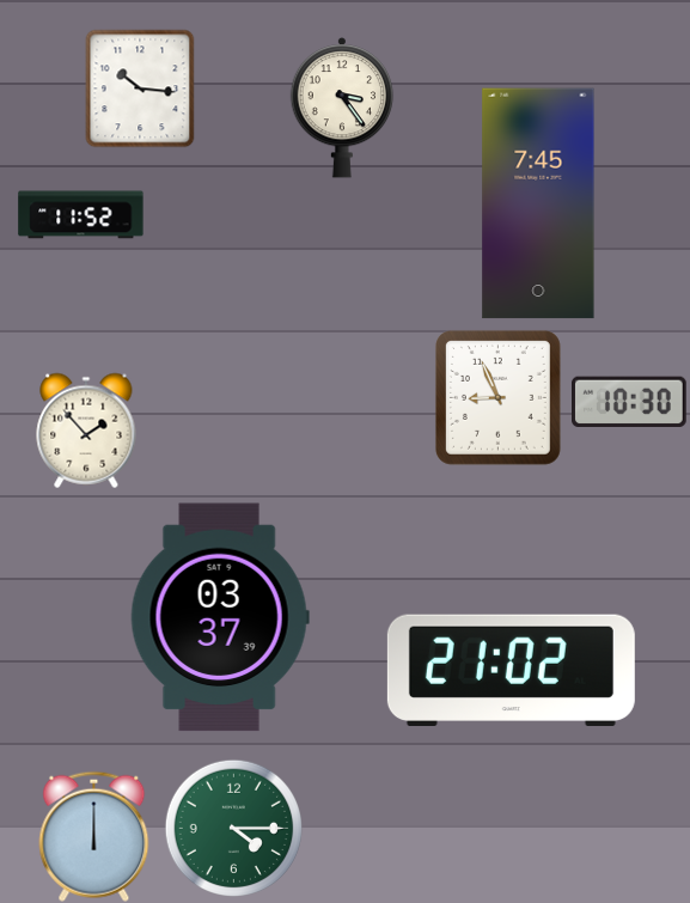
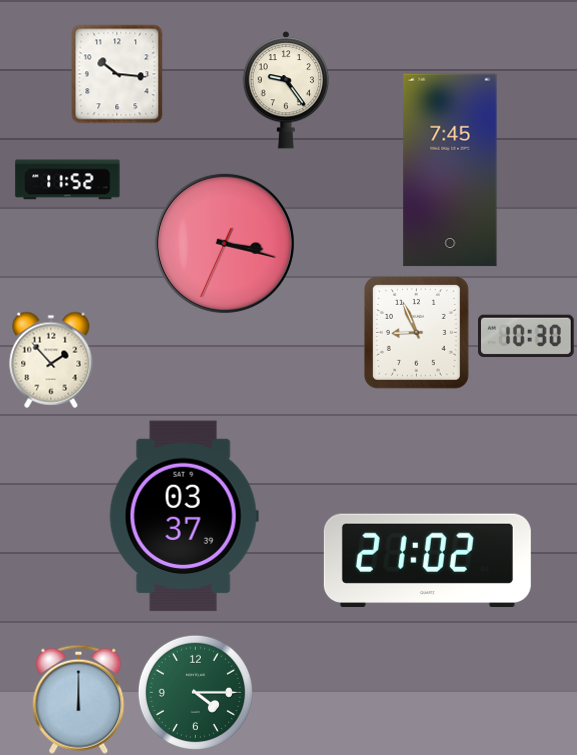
clock at (342, 109): 3:24 -> 9:24
clock at (224, 243): none -> 3:17
clock at (86, 431) position: (86, 431) -> (51, 360)
